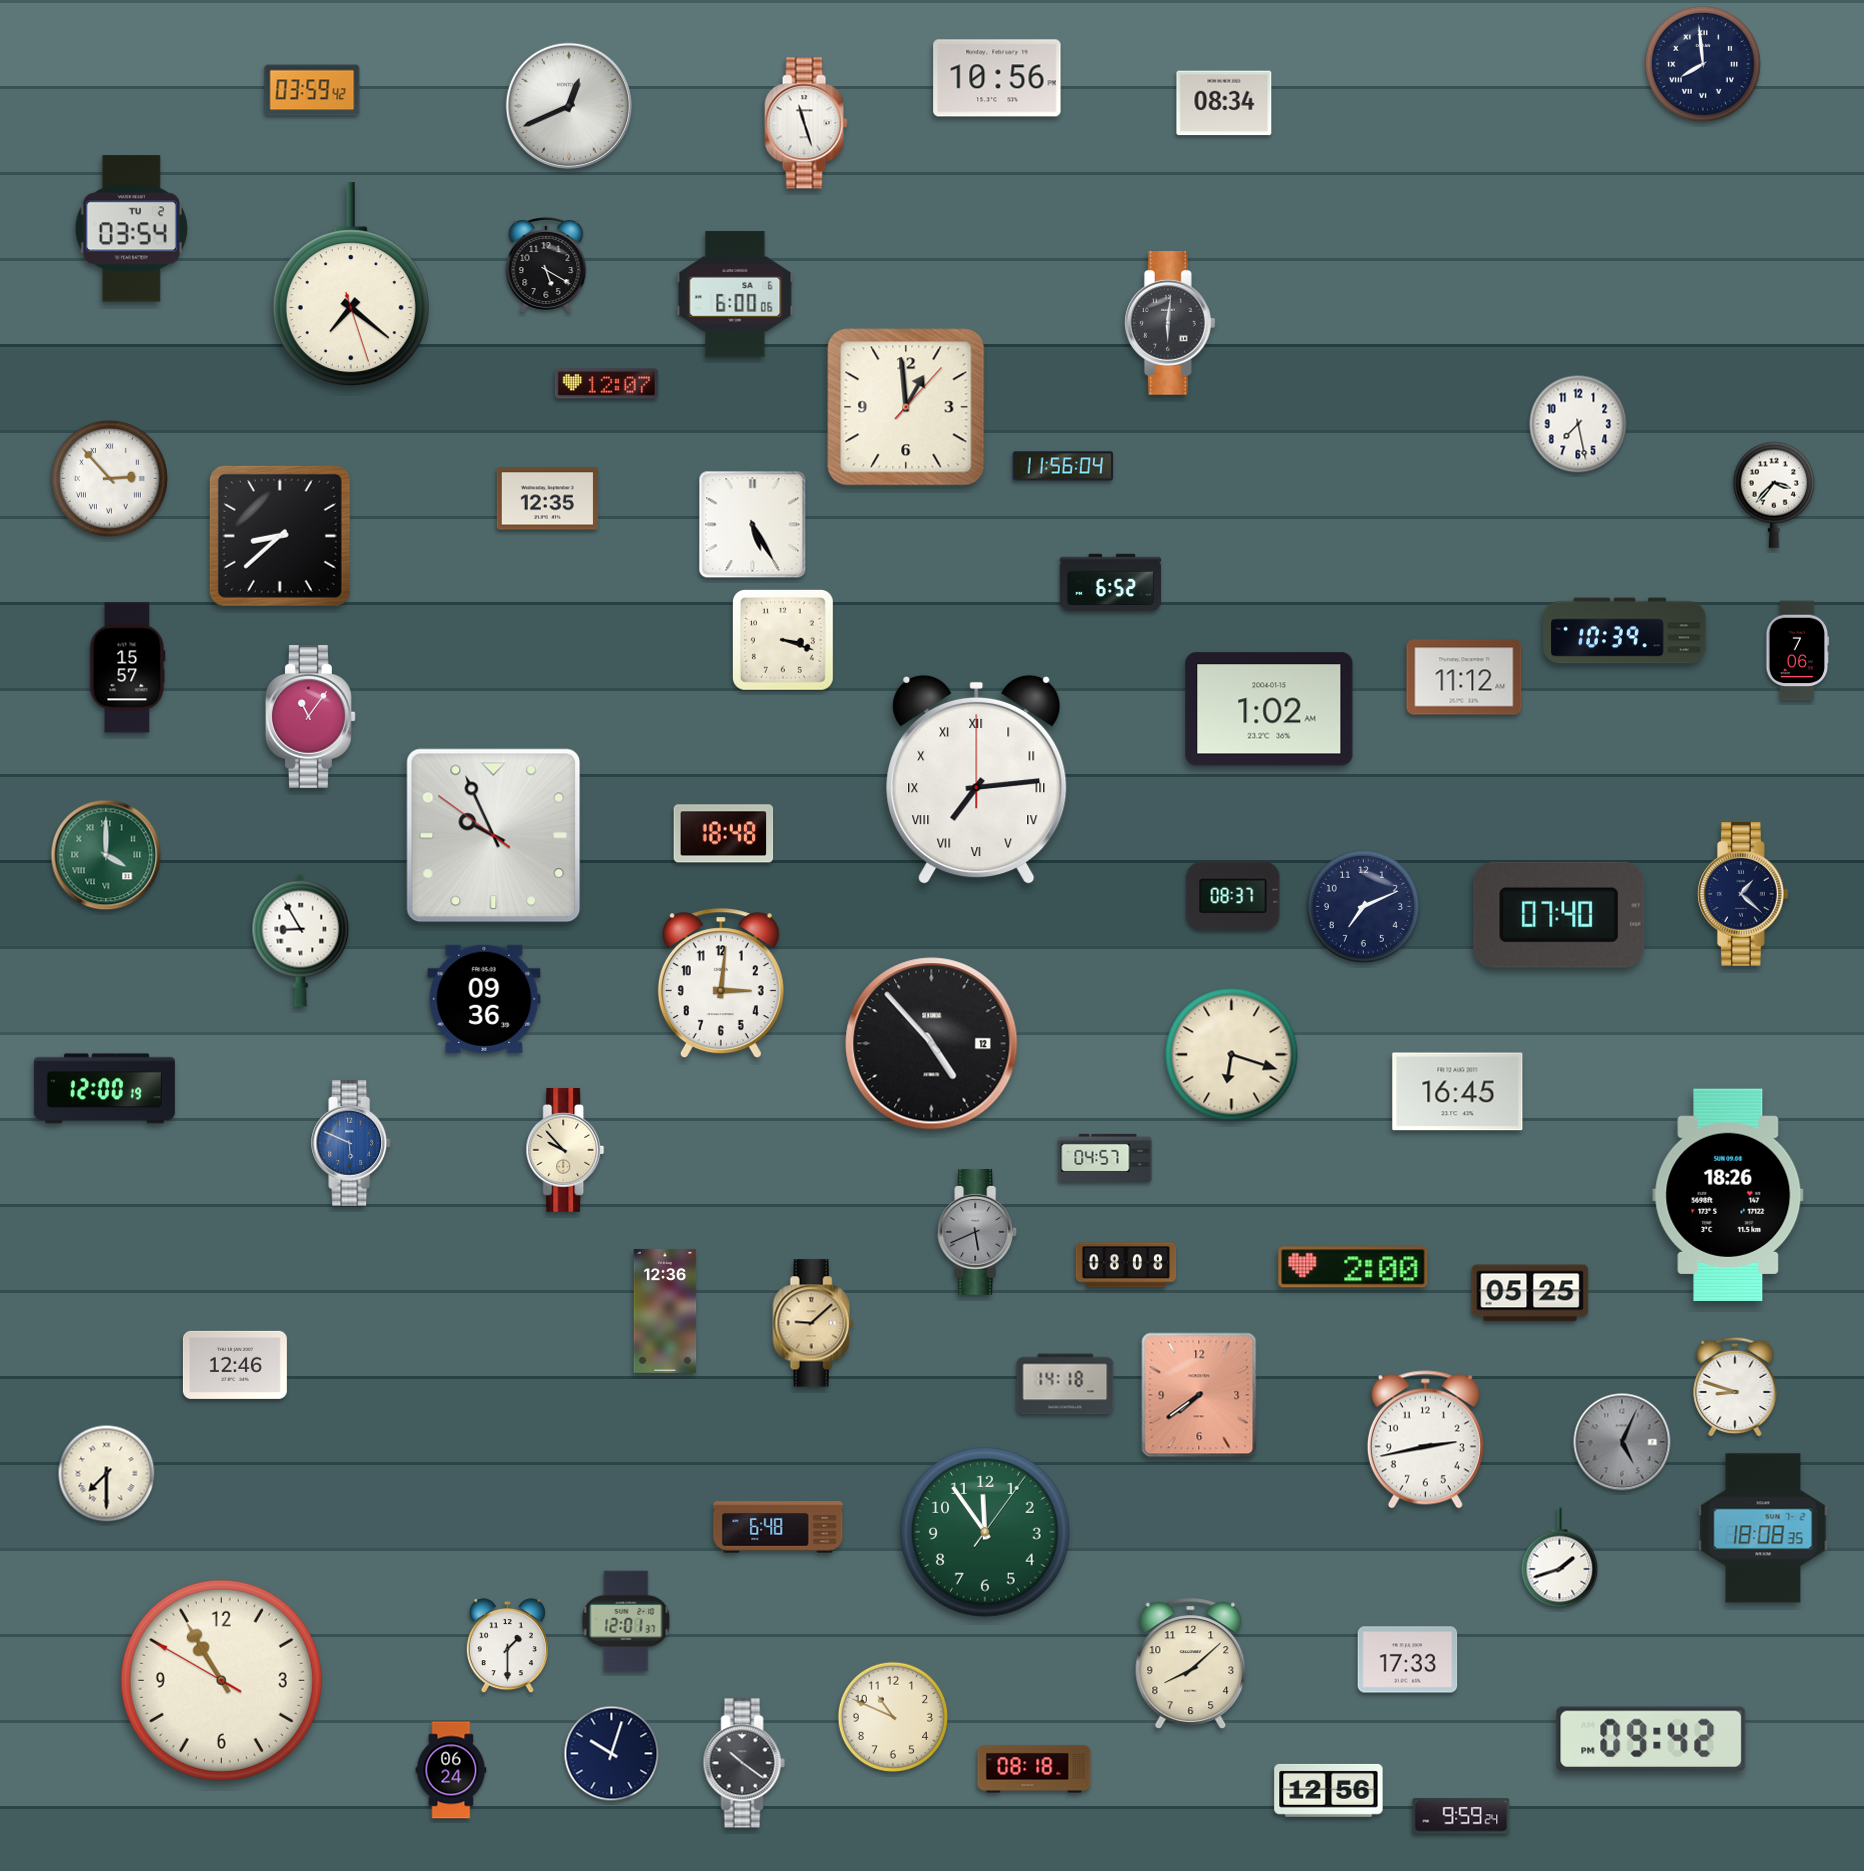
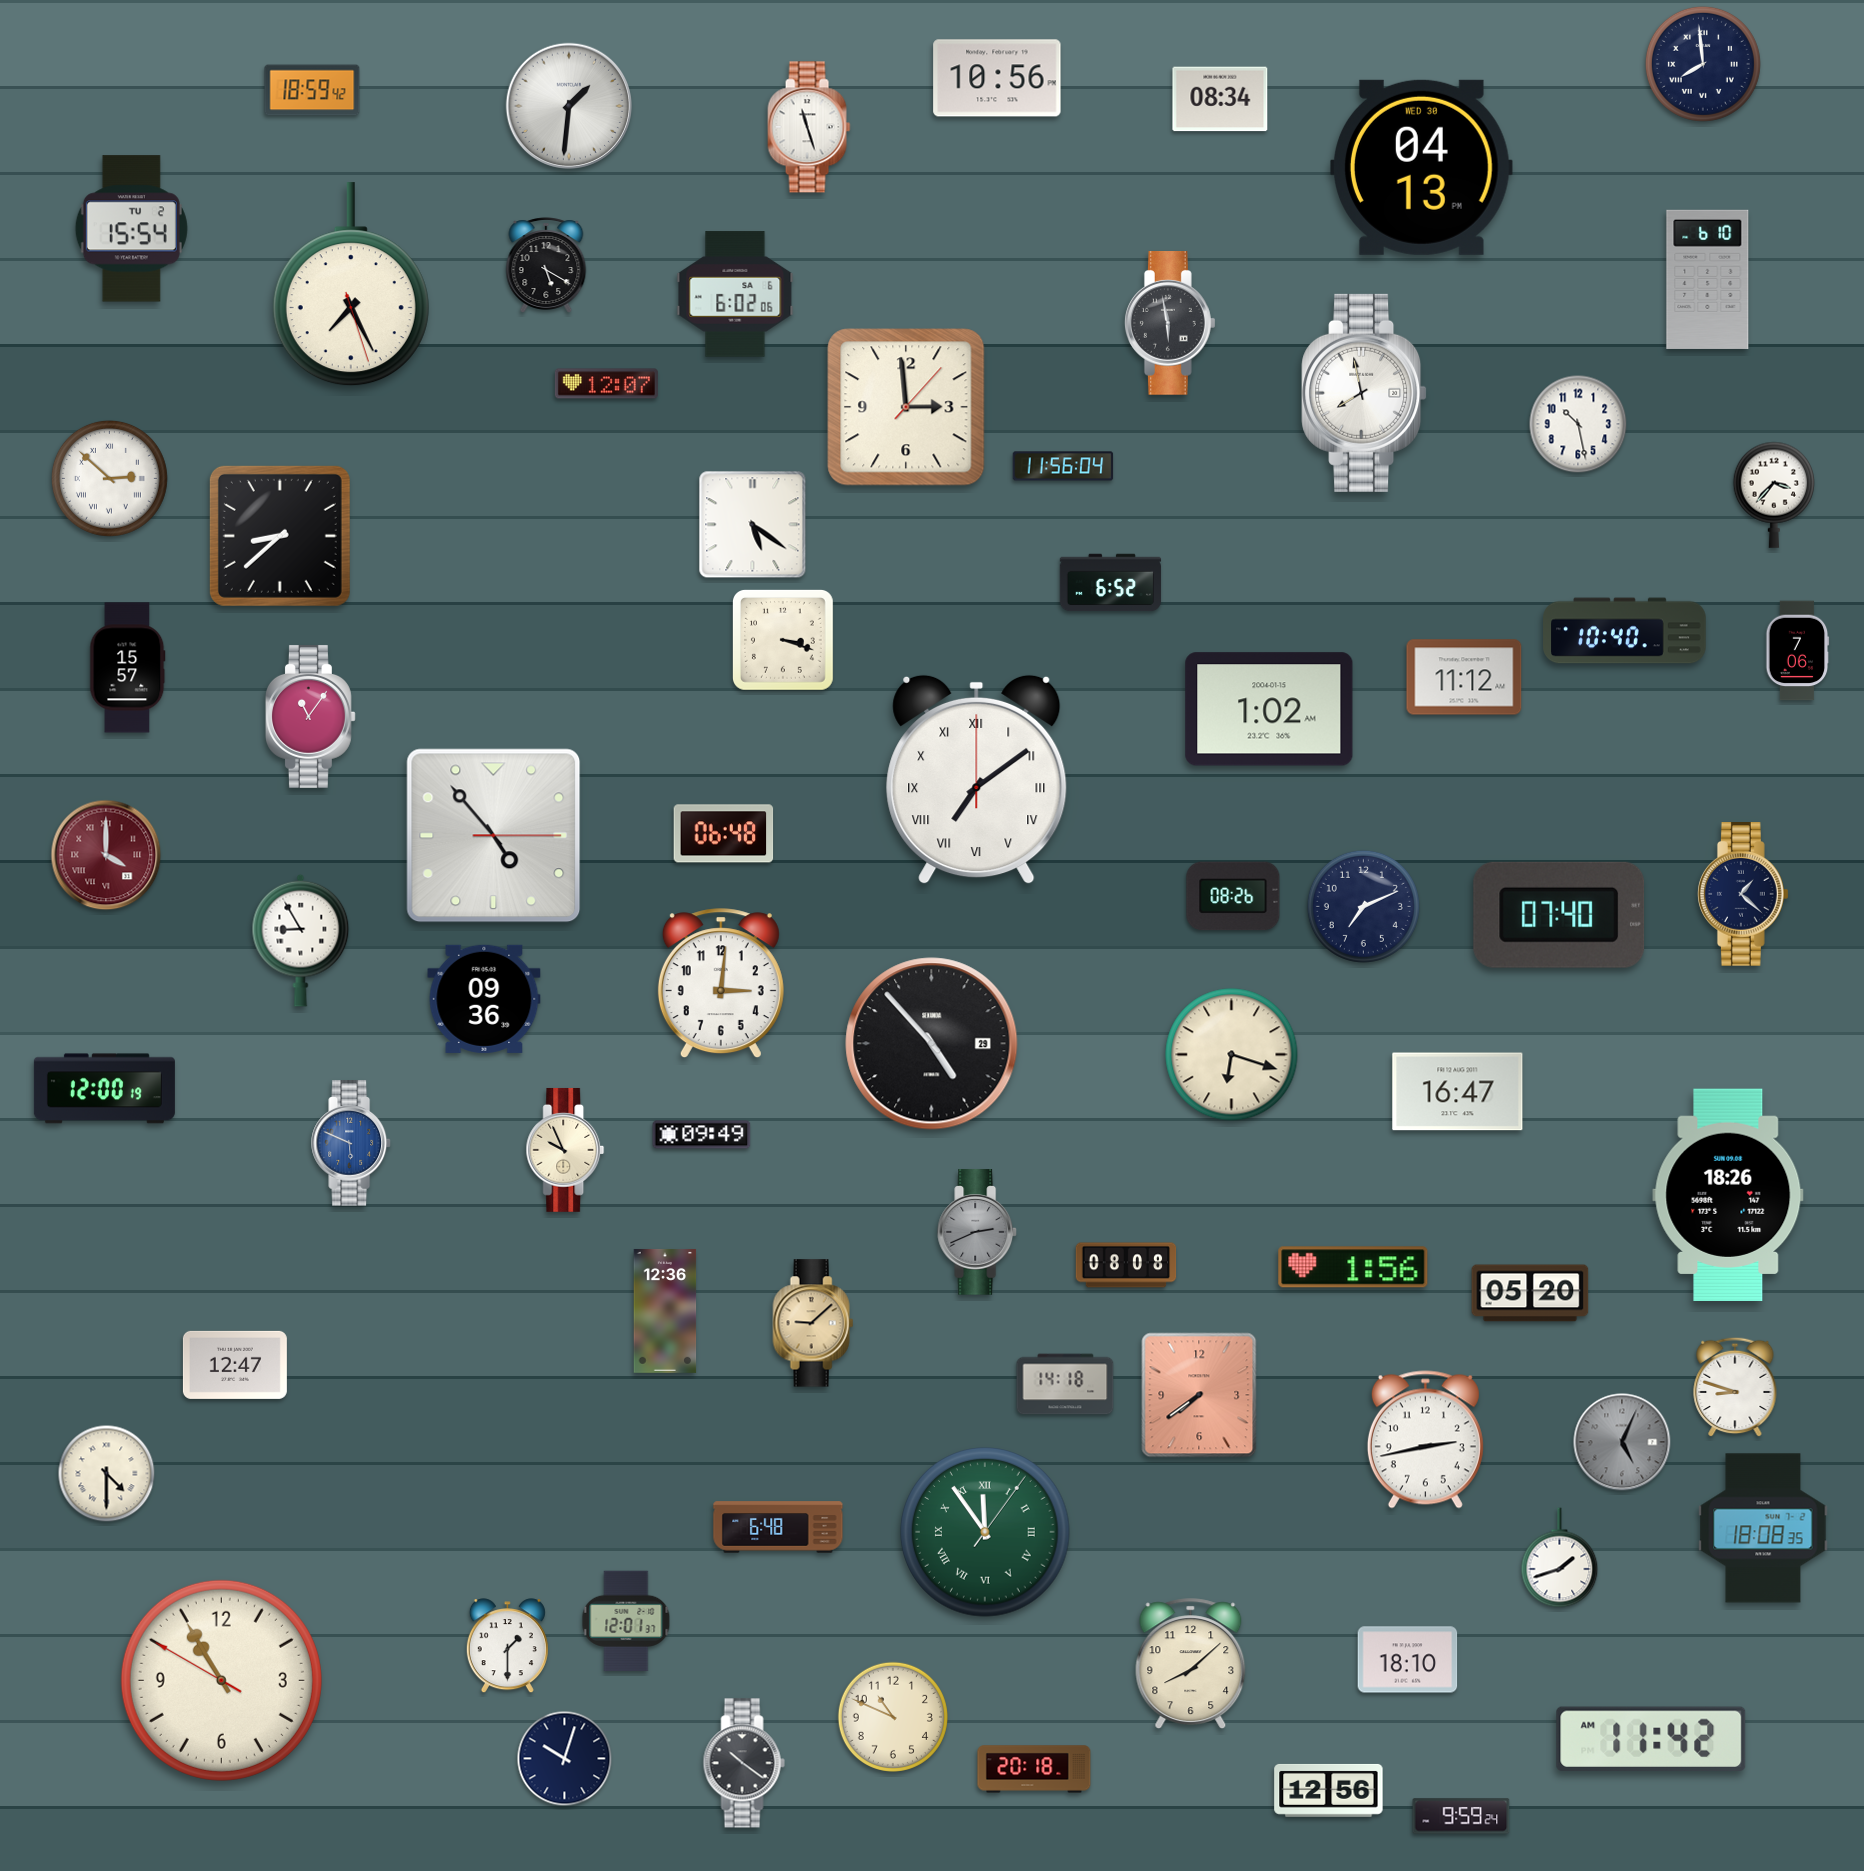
clock at (312, 90): 03:59 -> 18:59
clock at (1224, 103) position: (1224, 103) -> (1220, 99)
clock at (568, 105): 12:41 -> 1:31
clock at (806, 123) position: (806, 123) -> (809, 127)
clock at (1421, 167): none -> 04:13
clock at (131, 229): 03:54 -> 15:54
clock at (1708, 279): none -> 6:10
clock at (351, 285): 7:21 -> 7:25
clock at (735, 294): 6:00 -> 6:02
clock at (1170, 324): 6:01 -> 5:58
clock at (1364, 393): none -> 7:58
clock at (906, 407): 12:59 -> 2:59
clock at (1578, 424): 7:28 -> 10:28
clock at (109, 478): 2:53 -> 2:52
clock at (547, 499): 12:35 -> none
clock at (753, 525): 5:25 -> 5:21
clock at (1625, 631): 10:39 -> 10:40
clock at (977, 780): 7:14 -> 7:09
clock at (724, 834): 18:48 -> 06:48
clock at (494, 836): 9:55 -> 4:53
clock at (106, 855) dial: green -> burgundy
clock at (1233, 896): 08:37 -> 08:26
clock at (932, 1044) date: 12 -> 29
clock at (1458, 1092): 16:45 -> 16:47
clock at (702, 1135): none -> 09:49
clock at (565, 1150): 9:53 -> 9:56
clock at (1105, 1157): 04:57 -> none
clock at (978, 1232): 5:41 -> 2:41
clock at (1353, 1267): 2:00 -> 1:56
clock at (1530, 1293): 05:25 -> 05:20
clock at (235, 1365): 12:46 -> 12:47
clock at (107, 1474): 7:30 -> 4:30
clock at (985, 1532) numerals: Arabic -> Roman
clock at (1408, 1660): 17:33 -> 18:10
clock at (1651, 1739): 09:42 -> 11:42
clock at (612, 1754) position: (612, 1754) -> (565, 1759)
clock at (1034, 1769): 08:18 -> 20:18
clock at (451, 1770): 06:24 -> none
